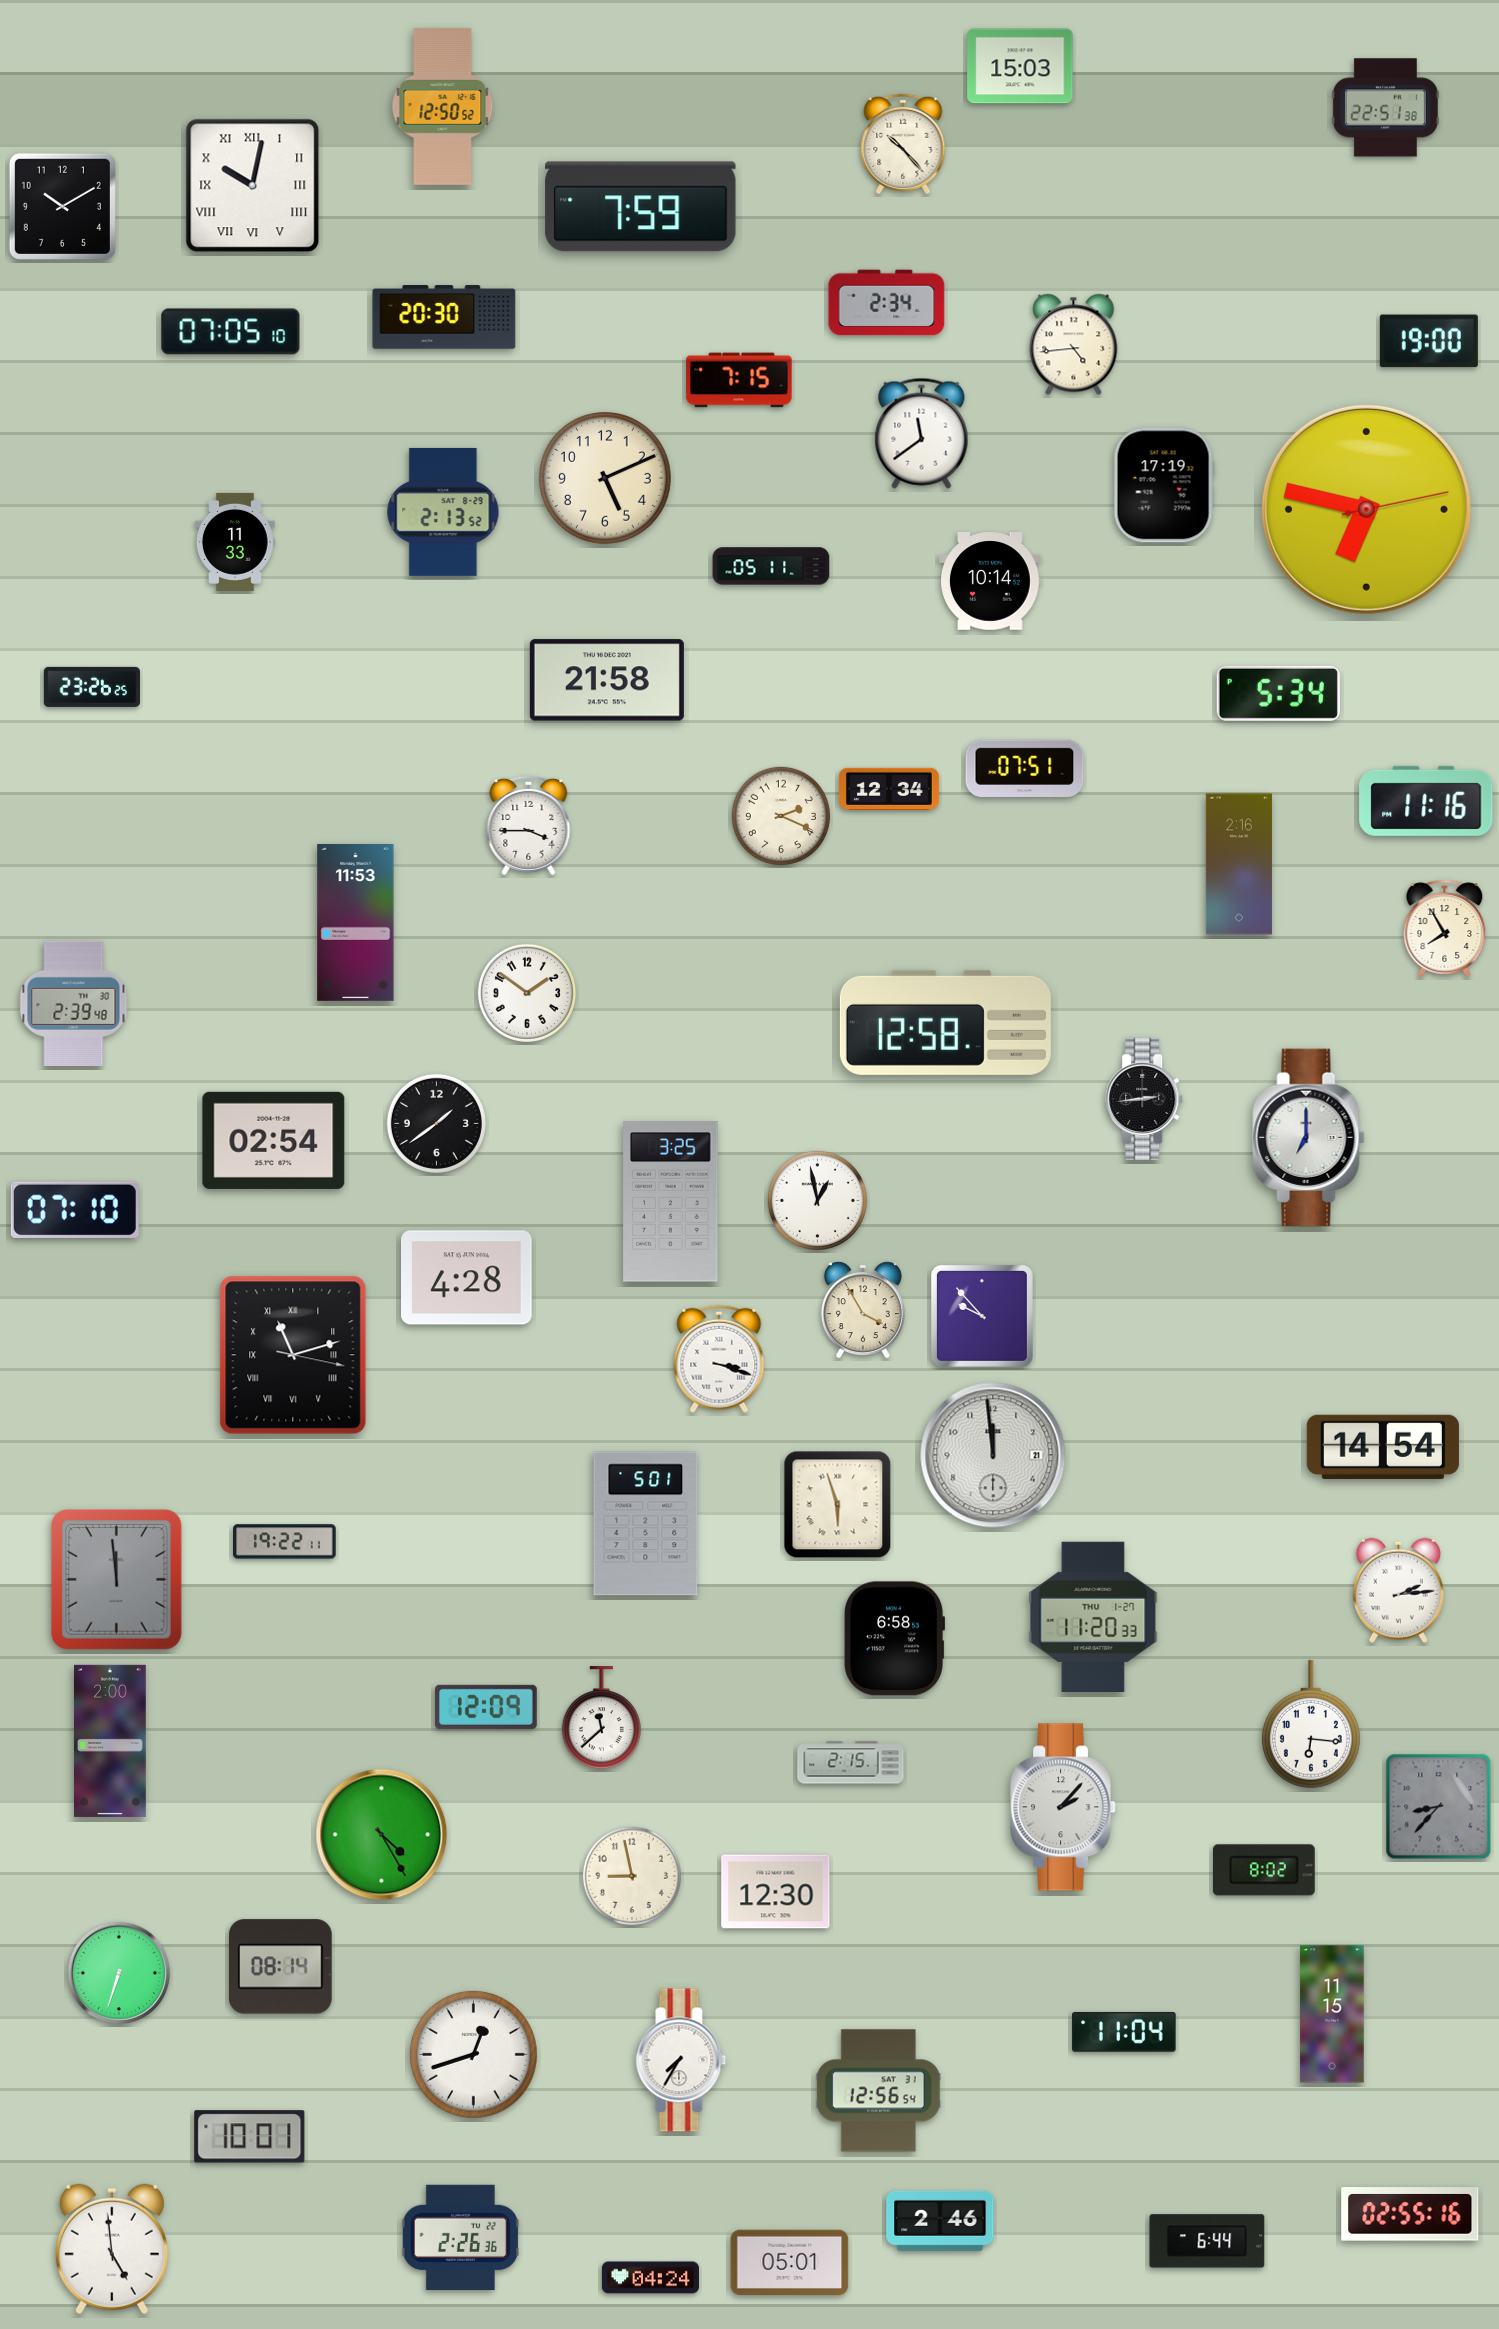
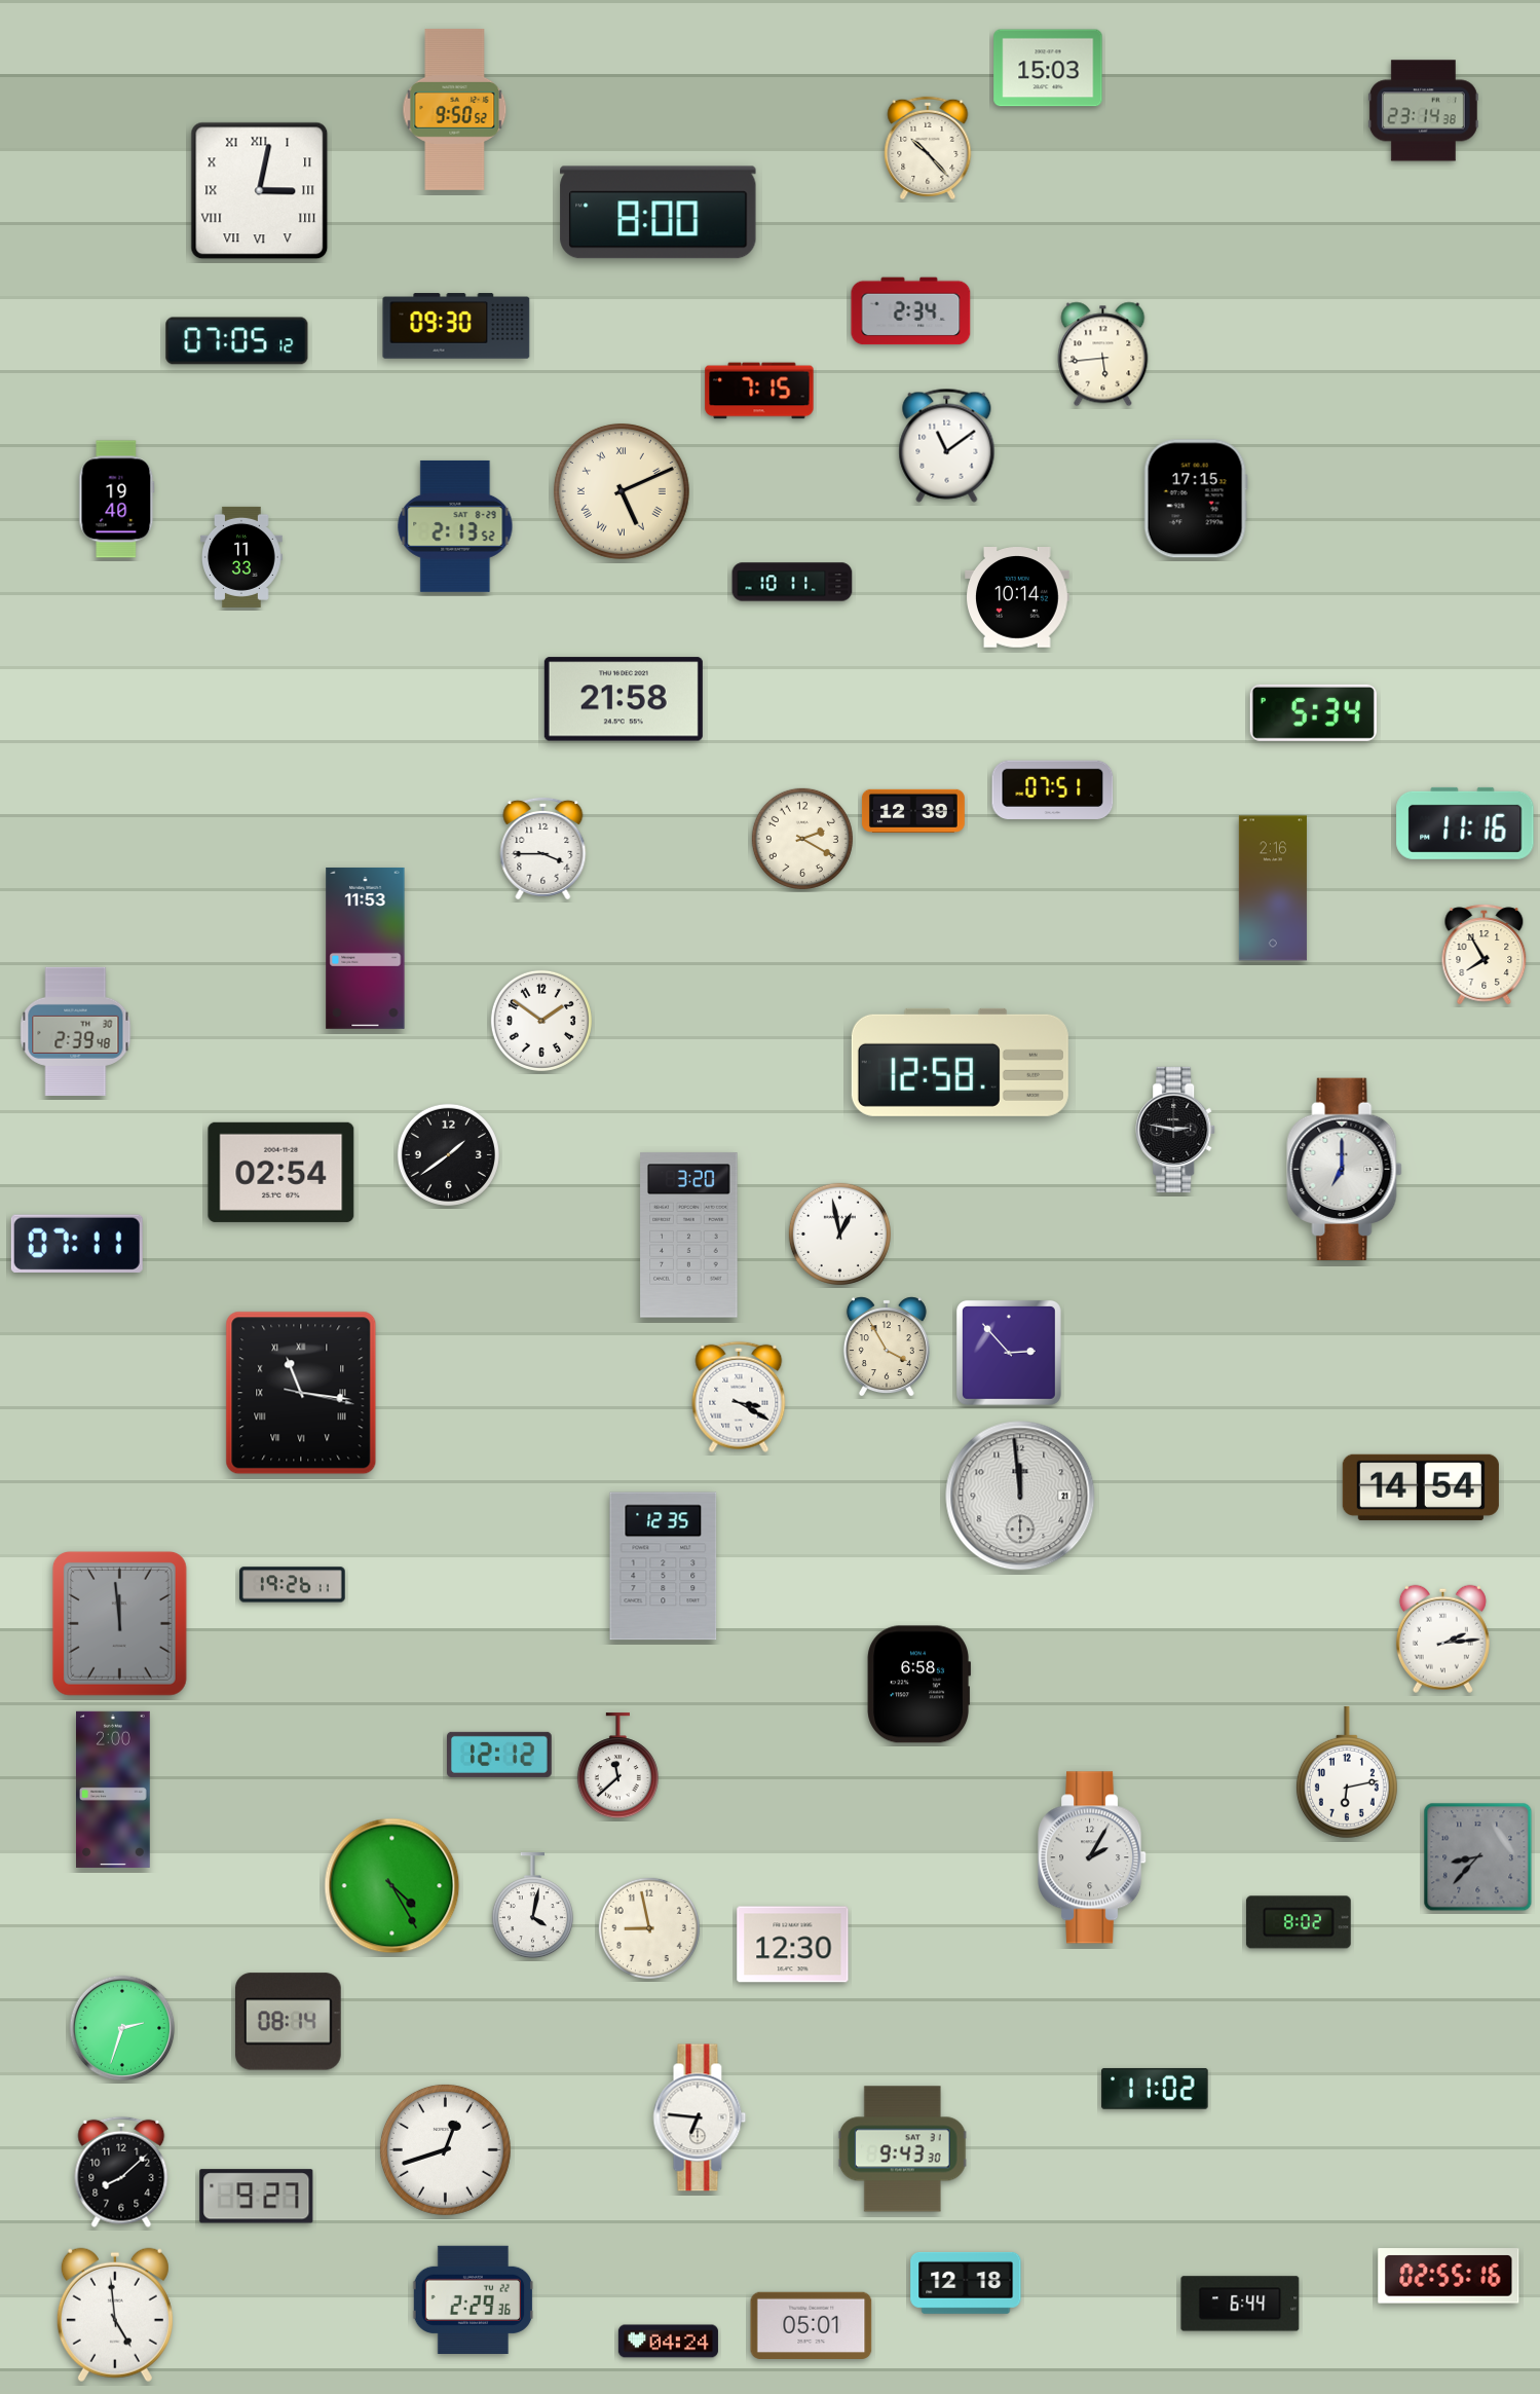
clock at (443, 106): 12:50 -> 9:50
clock at (1385, 108): 22:51 -> 23:14
clock at (253, 186): 10:02 -> 3:02
clock at (62, 206): 10:10 -> none
clock at (641, 207): 7:59 -> 8:00
clock at (444, 317): 20:30 -> 09:30
clock at (231, 332): 07:05:10 -> 07:05:12
clock at (1429, 341): 19:00 -> none
clock at (1074, 345): 4:44 -> 5:44
clock at (922, 433): 11:39 -> 11:09
clock at (605, 478) numerals: Arabic -> Roman
clock at (1164, 485): 17:19 -> 17:15
clock at (117, 500): none -> 19:40
clock at (1366, 509): 6:47 -> none
clock at (771, 566): 05:11 -> 10:11
clock at (92, 687): 23:26 -> none
clock at (889, 789): 12:34 -> 12:39
clock at (781, 816): 2:19 -> 2:20
clock at (945, 1022) position: (945, 1022) -> (960, 1062)
clock at (1145, 1099): 2:44 -> 2:47
clock at (671, 1202): 3:25 -> 3:20
clock at (75, 1210): 07:10 -> 07:11
clock at (467, 1278): 4:28 -> none
clock at (982, 1316): 9:53 -> 2:53
clock at (293, 1355): 11:12 -> 11:16
clock at (719, 1359): 3:18 -> 3:20
clock at (838, 1505): 5:57 -> none
clock at (646, 1524): 5:01 -> 12:35
clock at (285, 1542): 19:22 -> 19:26
clock at (1398, 1590) position: (1398, 1590) -> (1442, 1638)
clock at (1093, 1616): 11:20 -> none
clock at (487, 1707): 12:09 -> 12:12
clock at (1311, 1724): 6:16 -> 6:13
clock at (851, 1763): 2:15 -> none
clock at (1064, 1807): 2:07 -> 2:05
clock at (532, 1906): none -> 4:02
clock at (776, 1892) position: (776, 1892) -> (793, 1945)
clock at (119, 1973): 6:33 -> 2:33
clock at (1332, 2014): 11:15 -> none
clock at (1124, 2032): 11:04 -> 11:02
clock at (473, 2054) position: (473, 2054) -> (445, 2149)
clock at (681, 2060): 7:35 -> 6:46
clock at (878, 2091): 12:56 -> 9:43
clock at (121, 2172): none -> 8:08
clock at (250, 2137): 10:01 -> 9:27
clock at (940, 2221): 2:46 -> 12:18
clock at (460, 2237): 2:26 -> 2:29
clock at (112, 2249) position: (112, 2249) -> (115, 2315)
